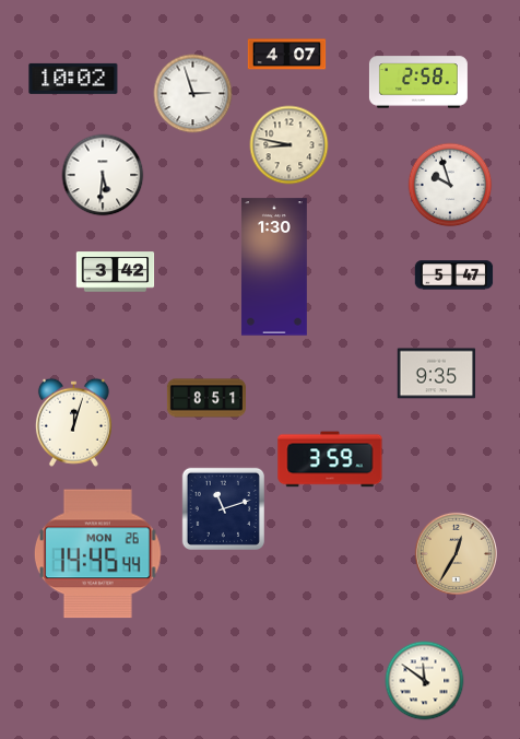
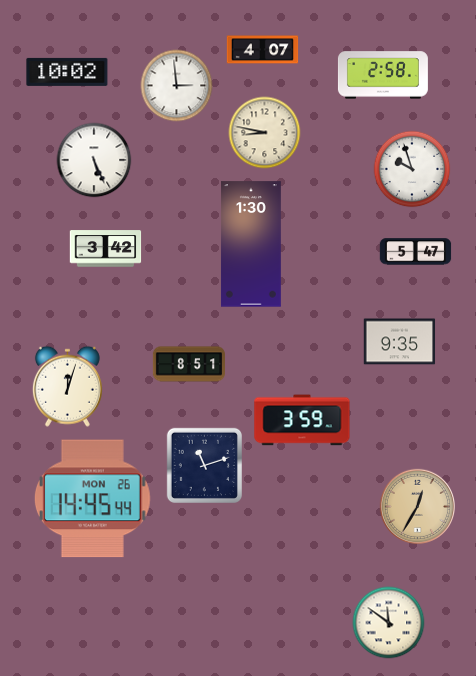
clock at (193, 94): 2:57 -> 2:59
clock at (103, 175): 5:31 -> 5:26
clock at (97, 554) position: (97, 554) -> (92, 499)
